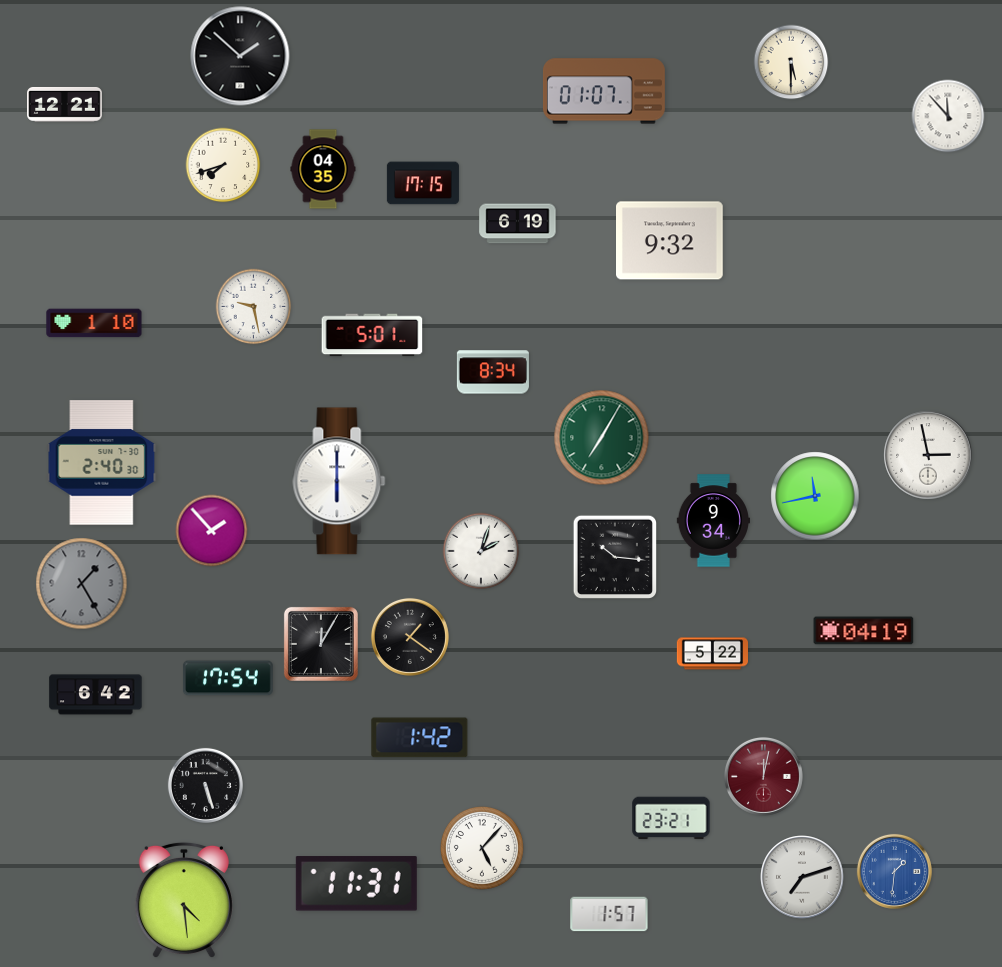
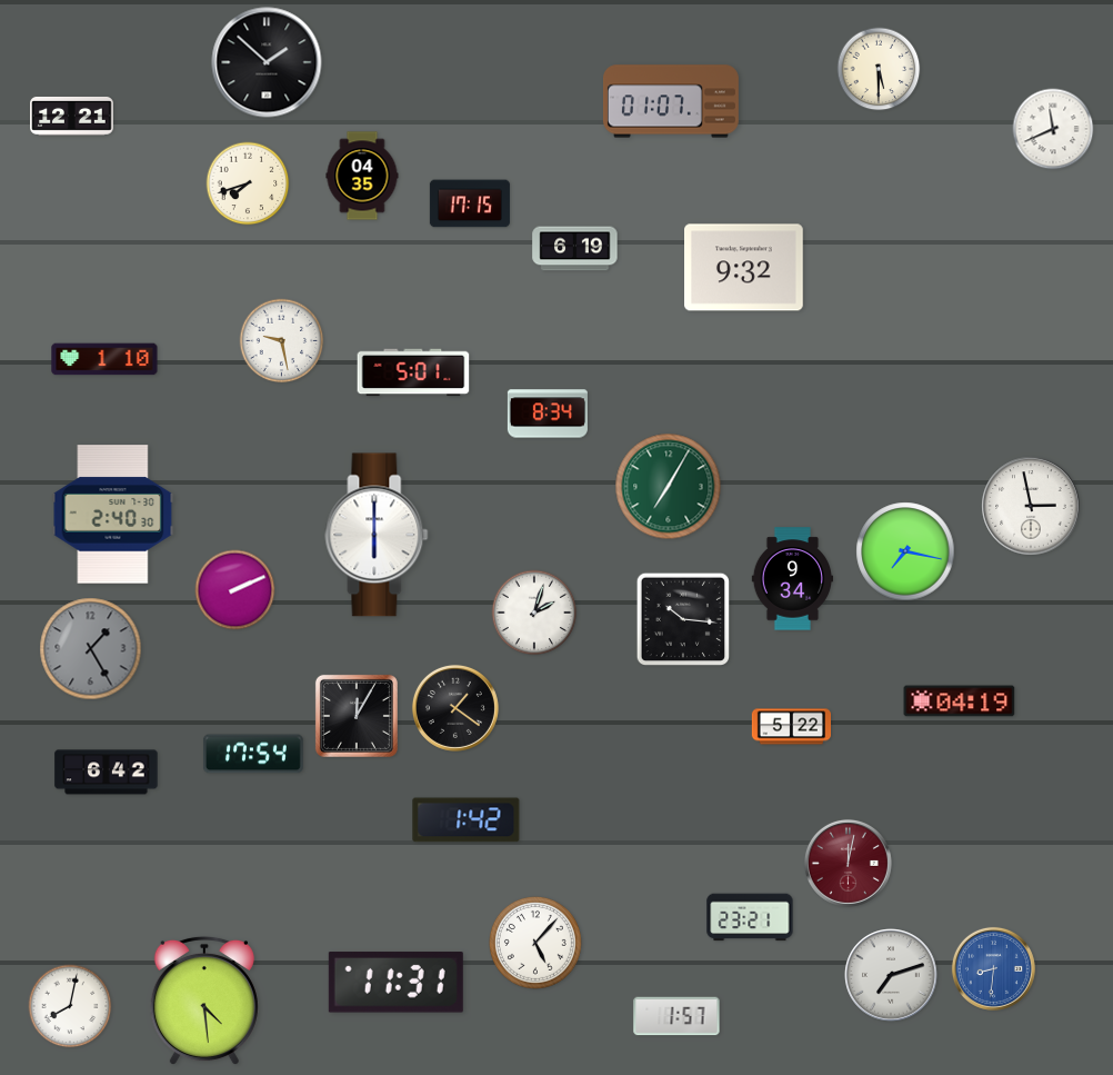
clock at (948, 116): 11:53 -> 11:41
clock at (323, 169) position: (323, 169) -> (362, 176)
clock at (815, 496): 11:43 -> 7:17
clock at (212, 531): 1:53 -> 2:11
clock at (205, 785): 5:27 -> none
clock at (671, 818) position: (671, 818) -> (750, 917)
clock at (894, 871): 1:31 -> 8:31
clock at (70, 1006): none -> 8:02
